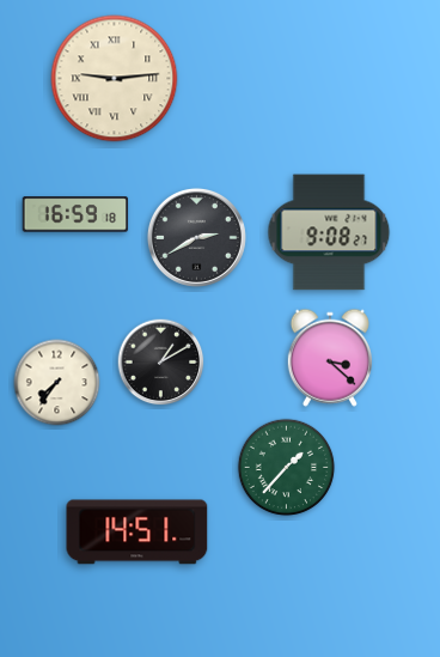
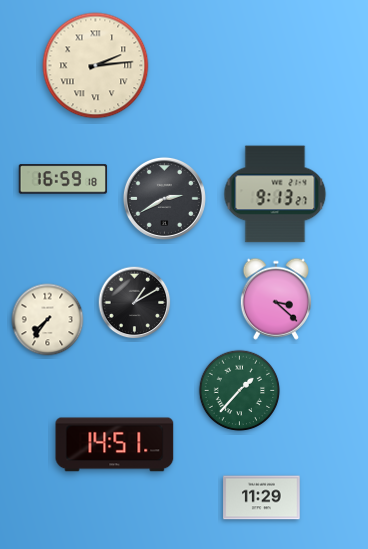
clock at (115, 79): 9:14 -> 2:14
clock at (329, 232): 9:08 -> 9:13
clock at (262, 498): none -> 11:29
